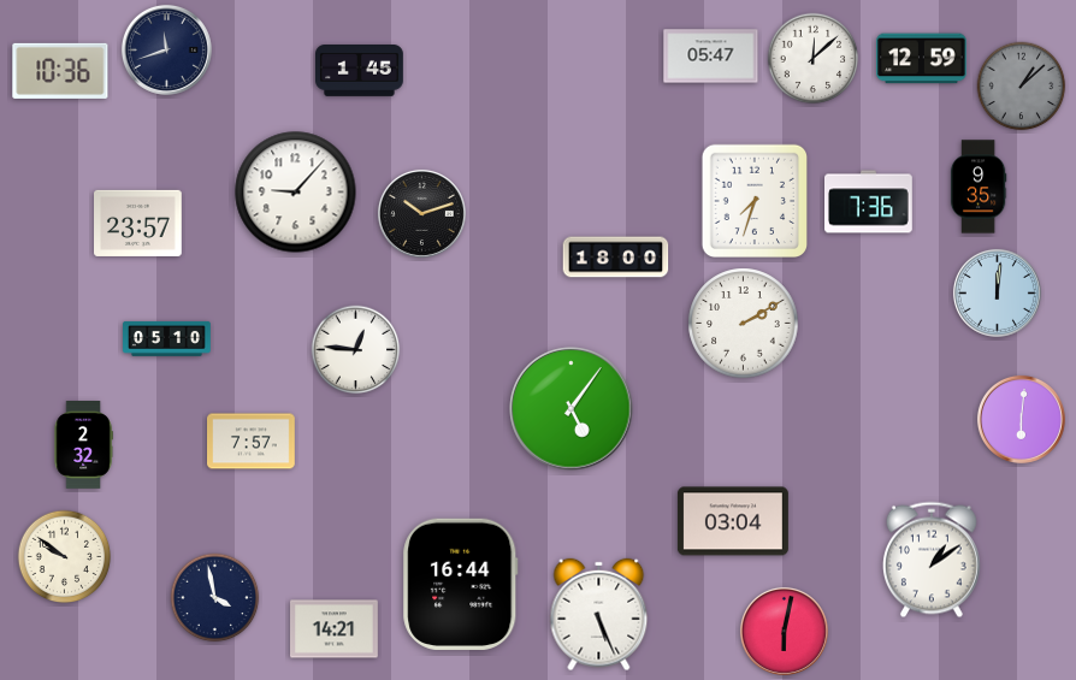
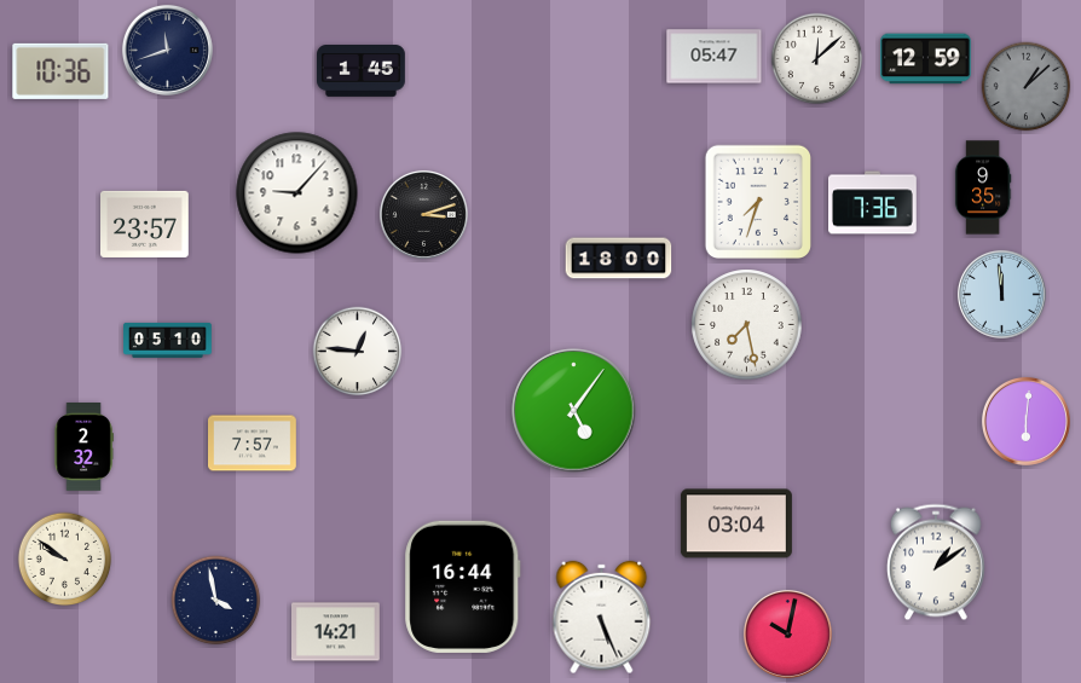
clock at (421, 213): 10:12 -> 3:12
clock at (138, 223) position: (138, 223) -> (145, 224)
clock at (997, 292): 12:01 -> 11:59
clock at (744, 324): 2:10 -> 7:28
clock at (784, 631): 6:02 -> 10:02
